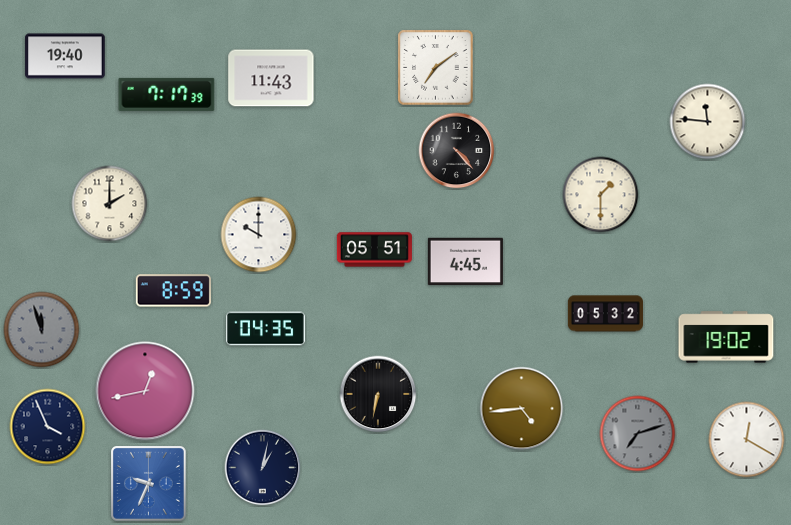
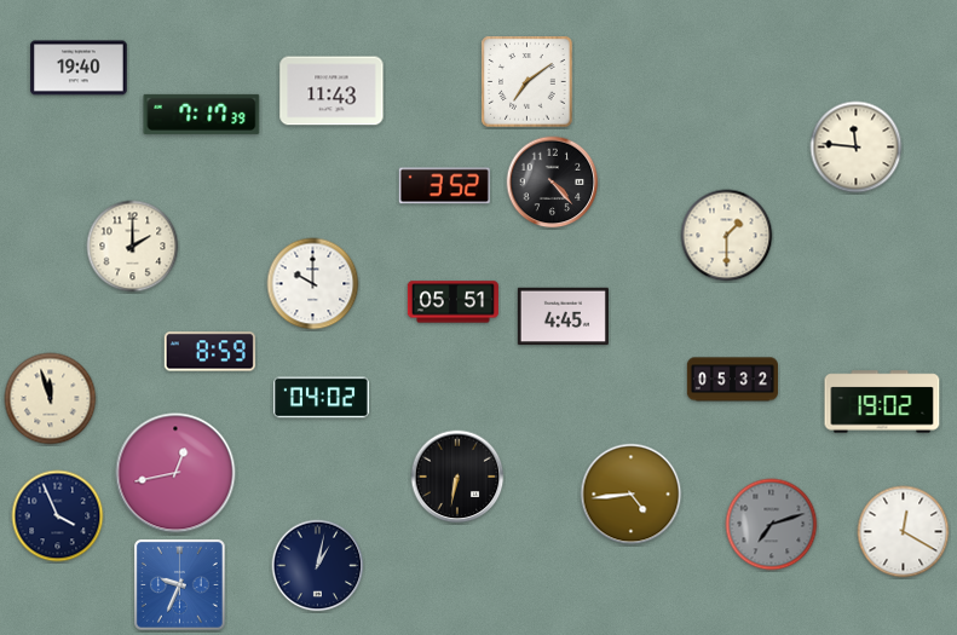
clock at (271, 78) position: (271, 78) -> (332, 91)
clock at (444, 186): none -> 3:52
clock at (266, 329): 04:35 -> 04:02
clock at (42, 330) dial: grey -> cream
clock at (726, 337) position: (726, 337) -> (882, 402)
